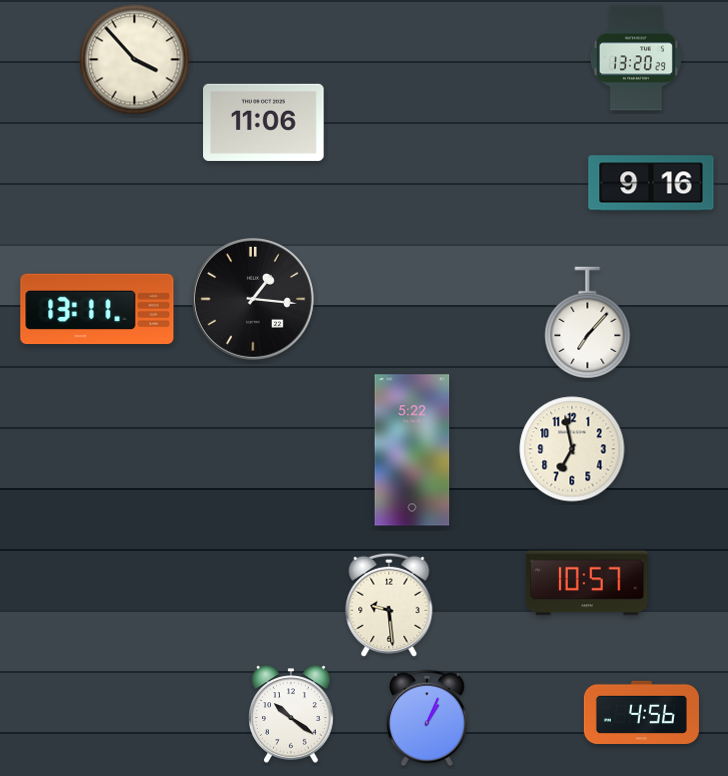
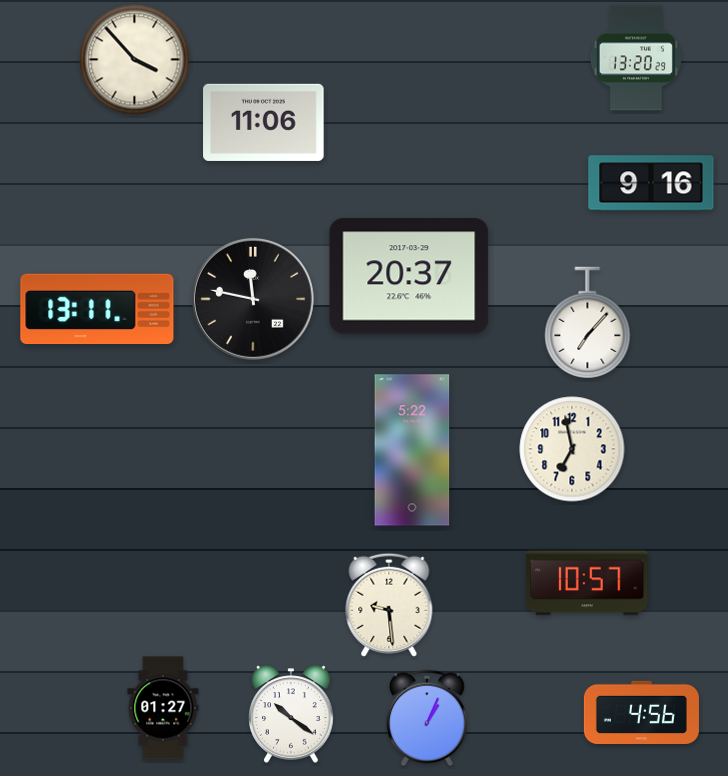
clock at (409, 276): none -> 20:37
clock at (253, 299): 1:16 -> 11:47
clock at (163, 708): none -> 01:27
